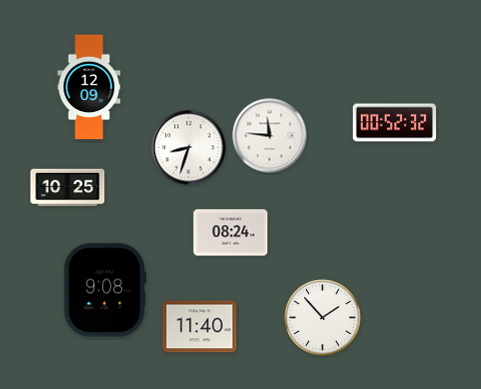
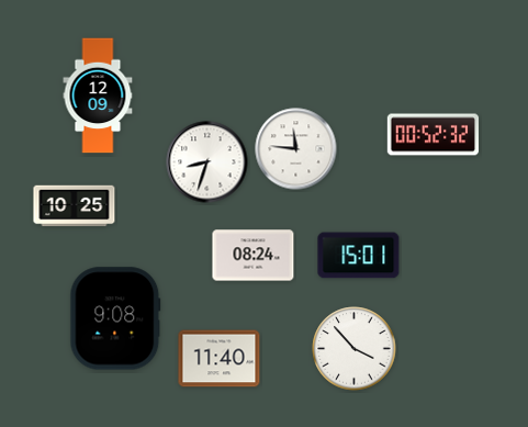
clock at (359, 256): none -> 15:01
clock at (323, 318): 1:53 -> 3:53
